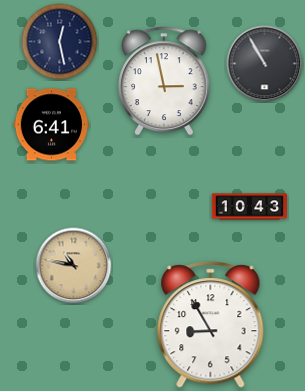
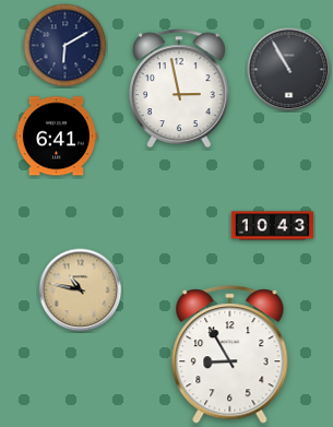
clock at (60, 42): 12:28 -> 6:10
